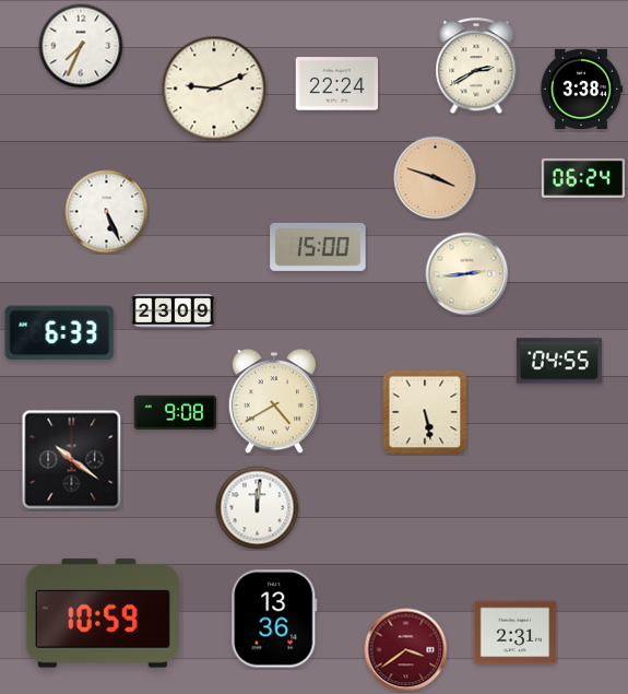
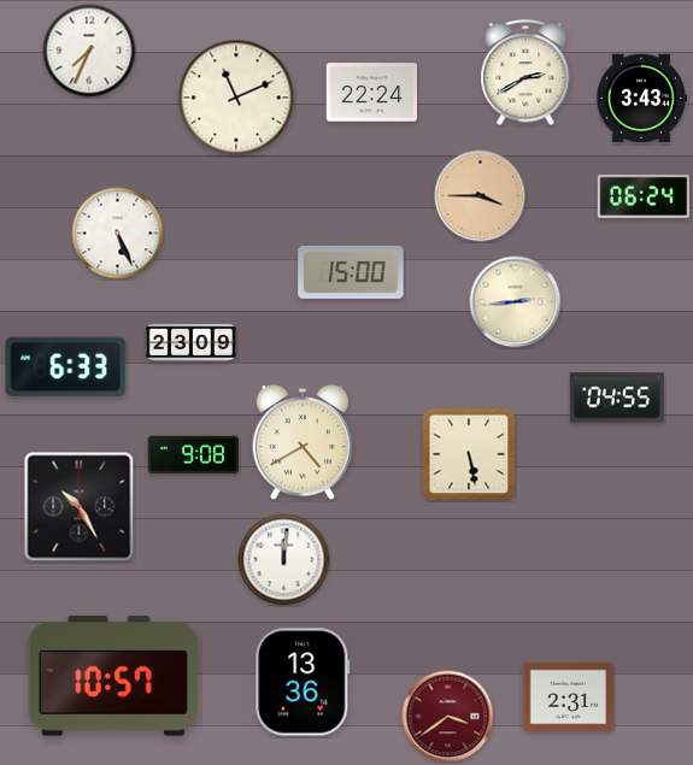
clock at (214, 89): 9:11 -> 11:11
clock at (581, 89): 3:38 -> 3:43
clock at (436, 178): 3:48 -> 3:45
clock at (72, 460): 10:21 -> 10:25
clock at (103, 613): 10:59 -> 10:57
